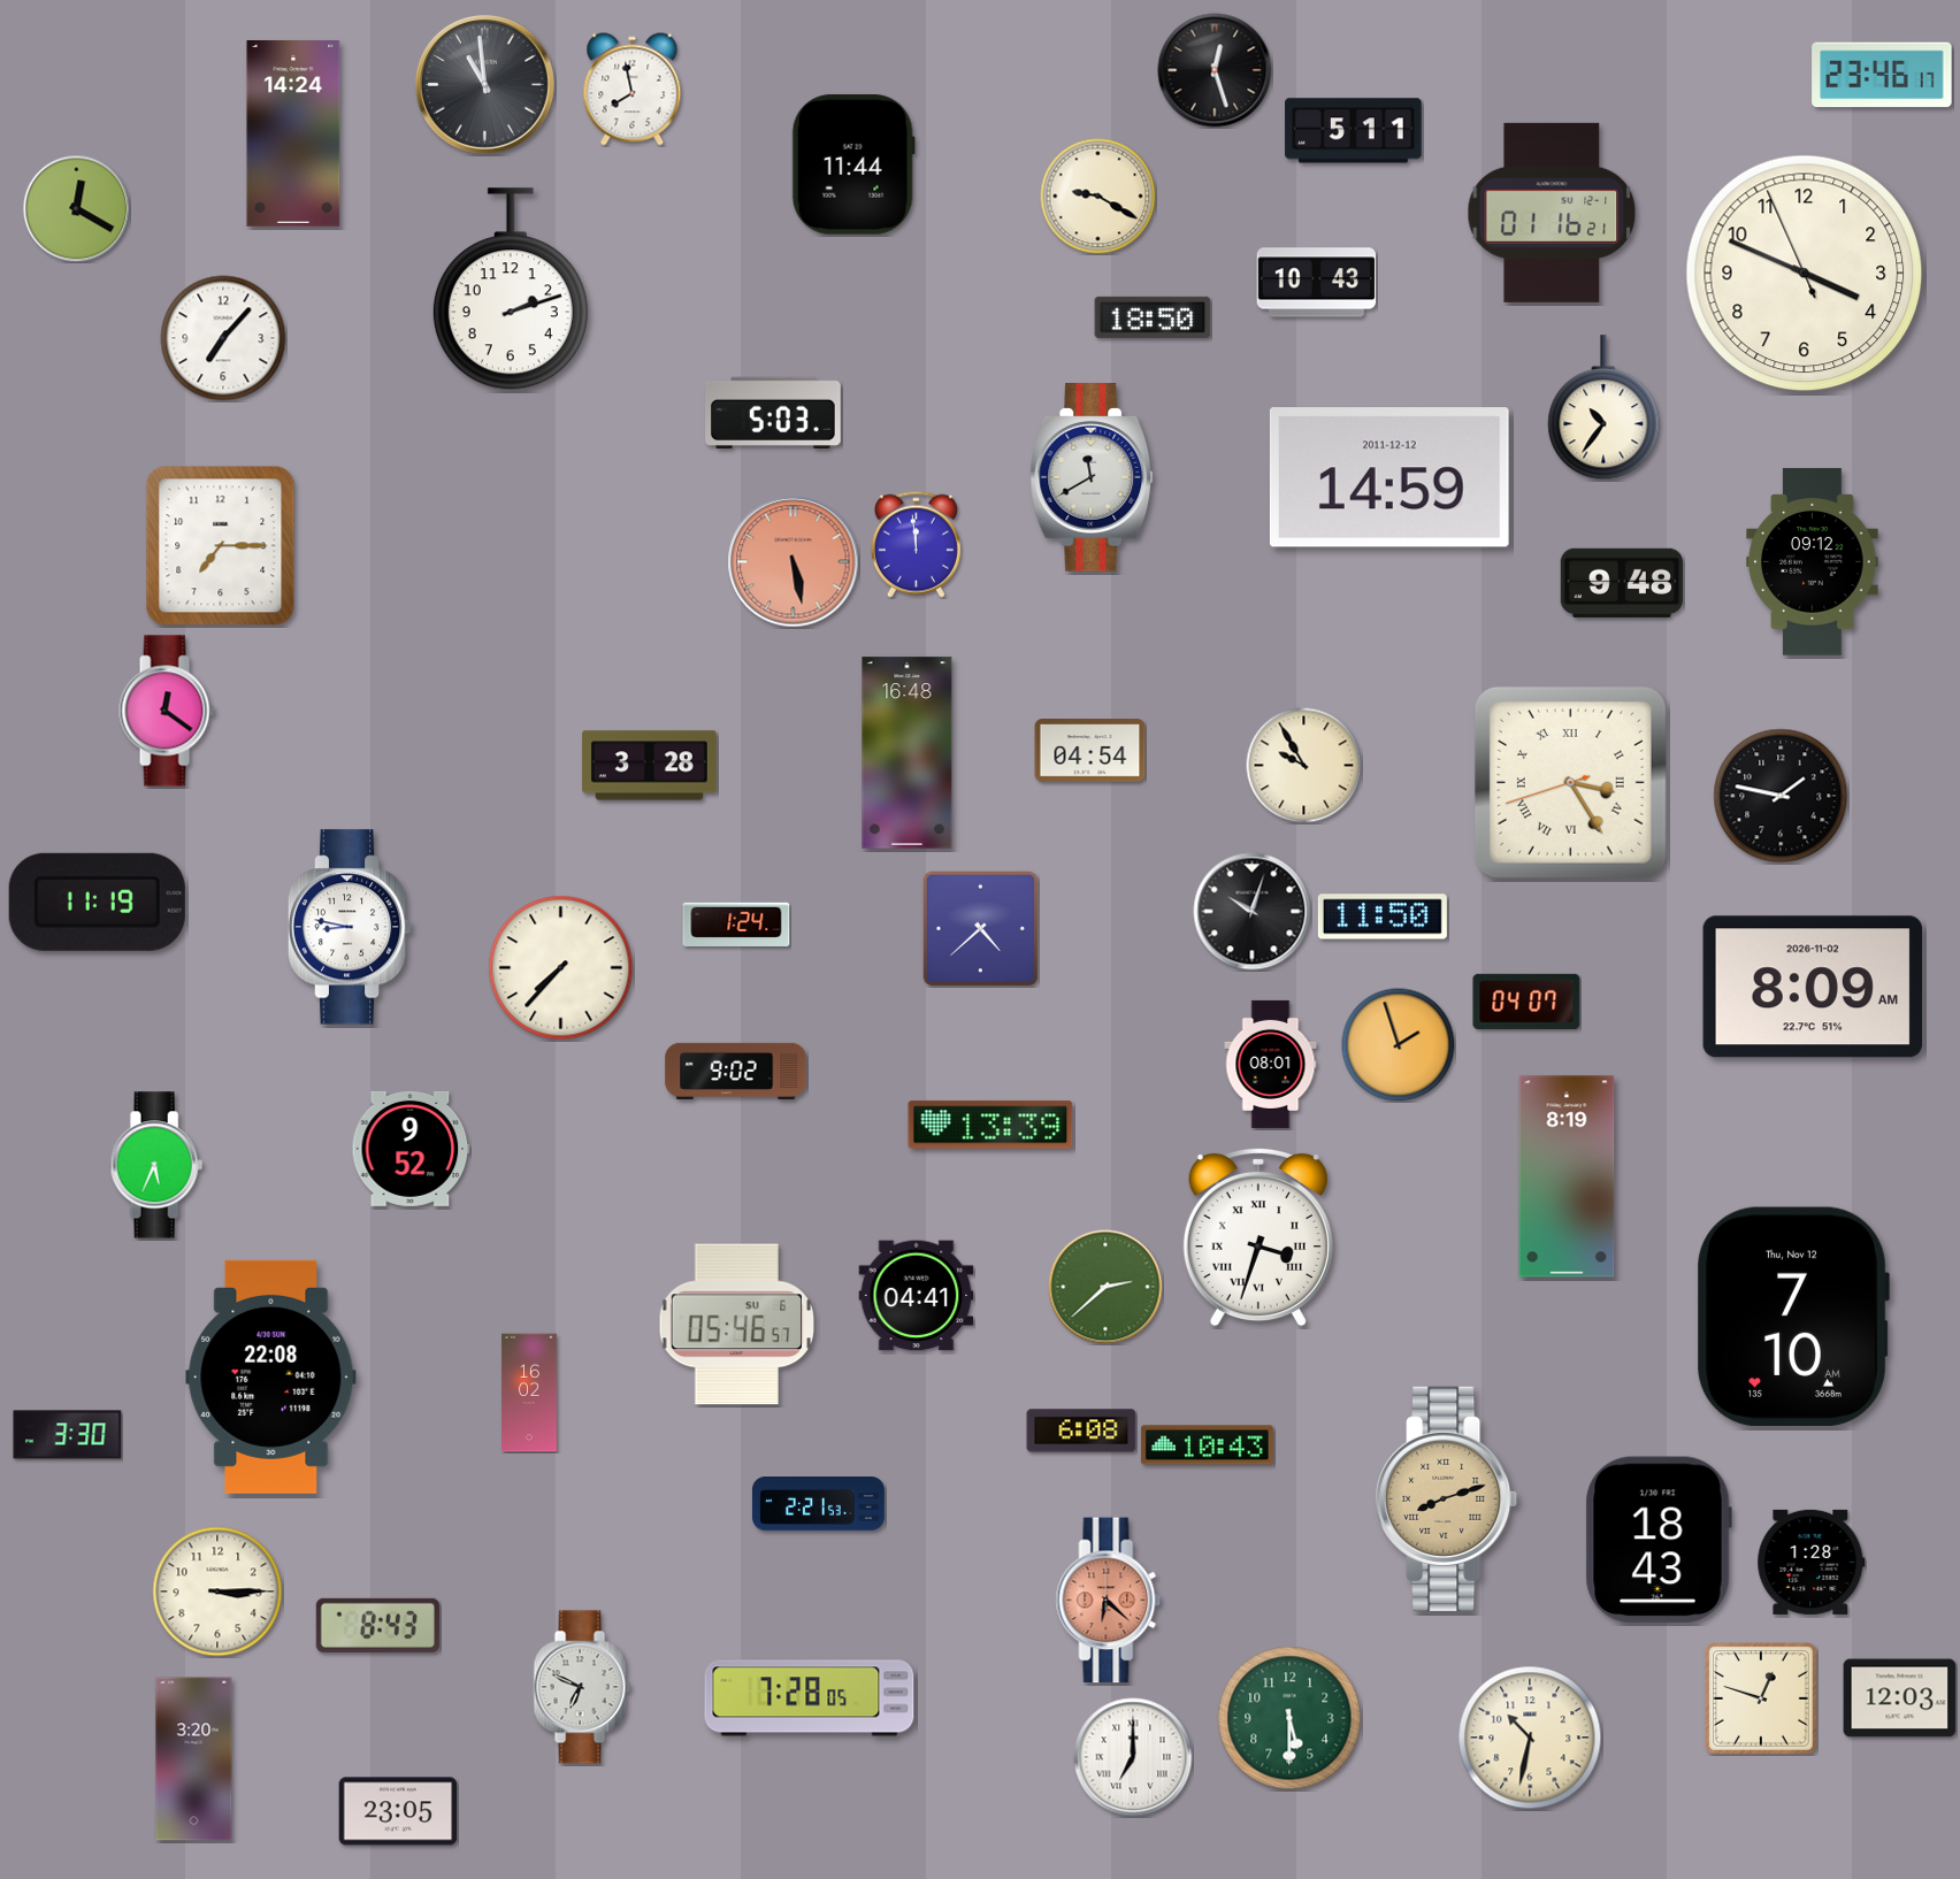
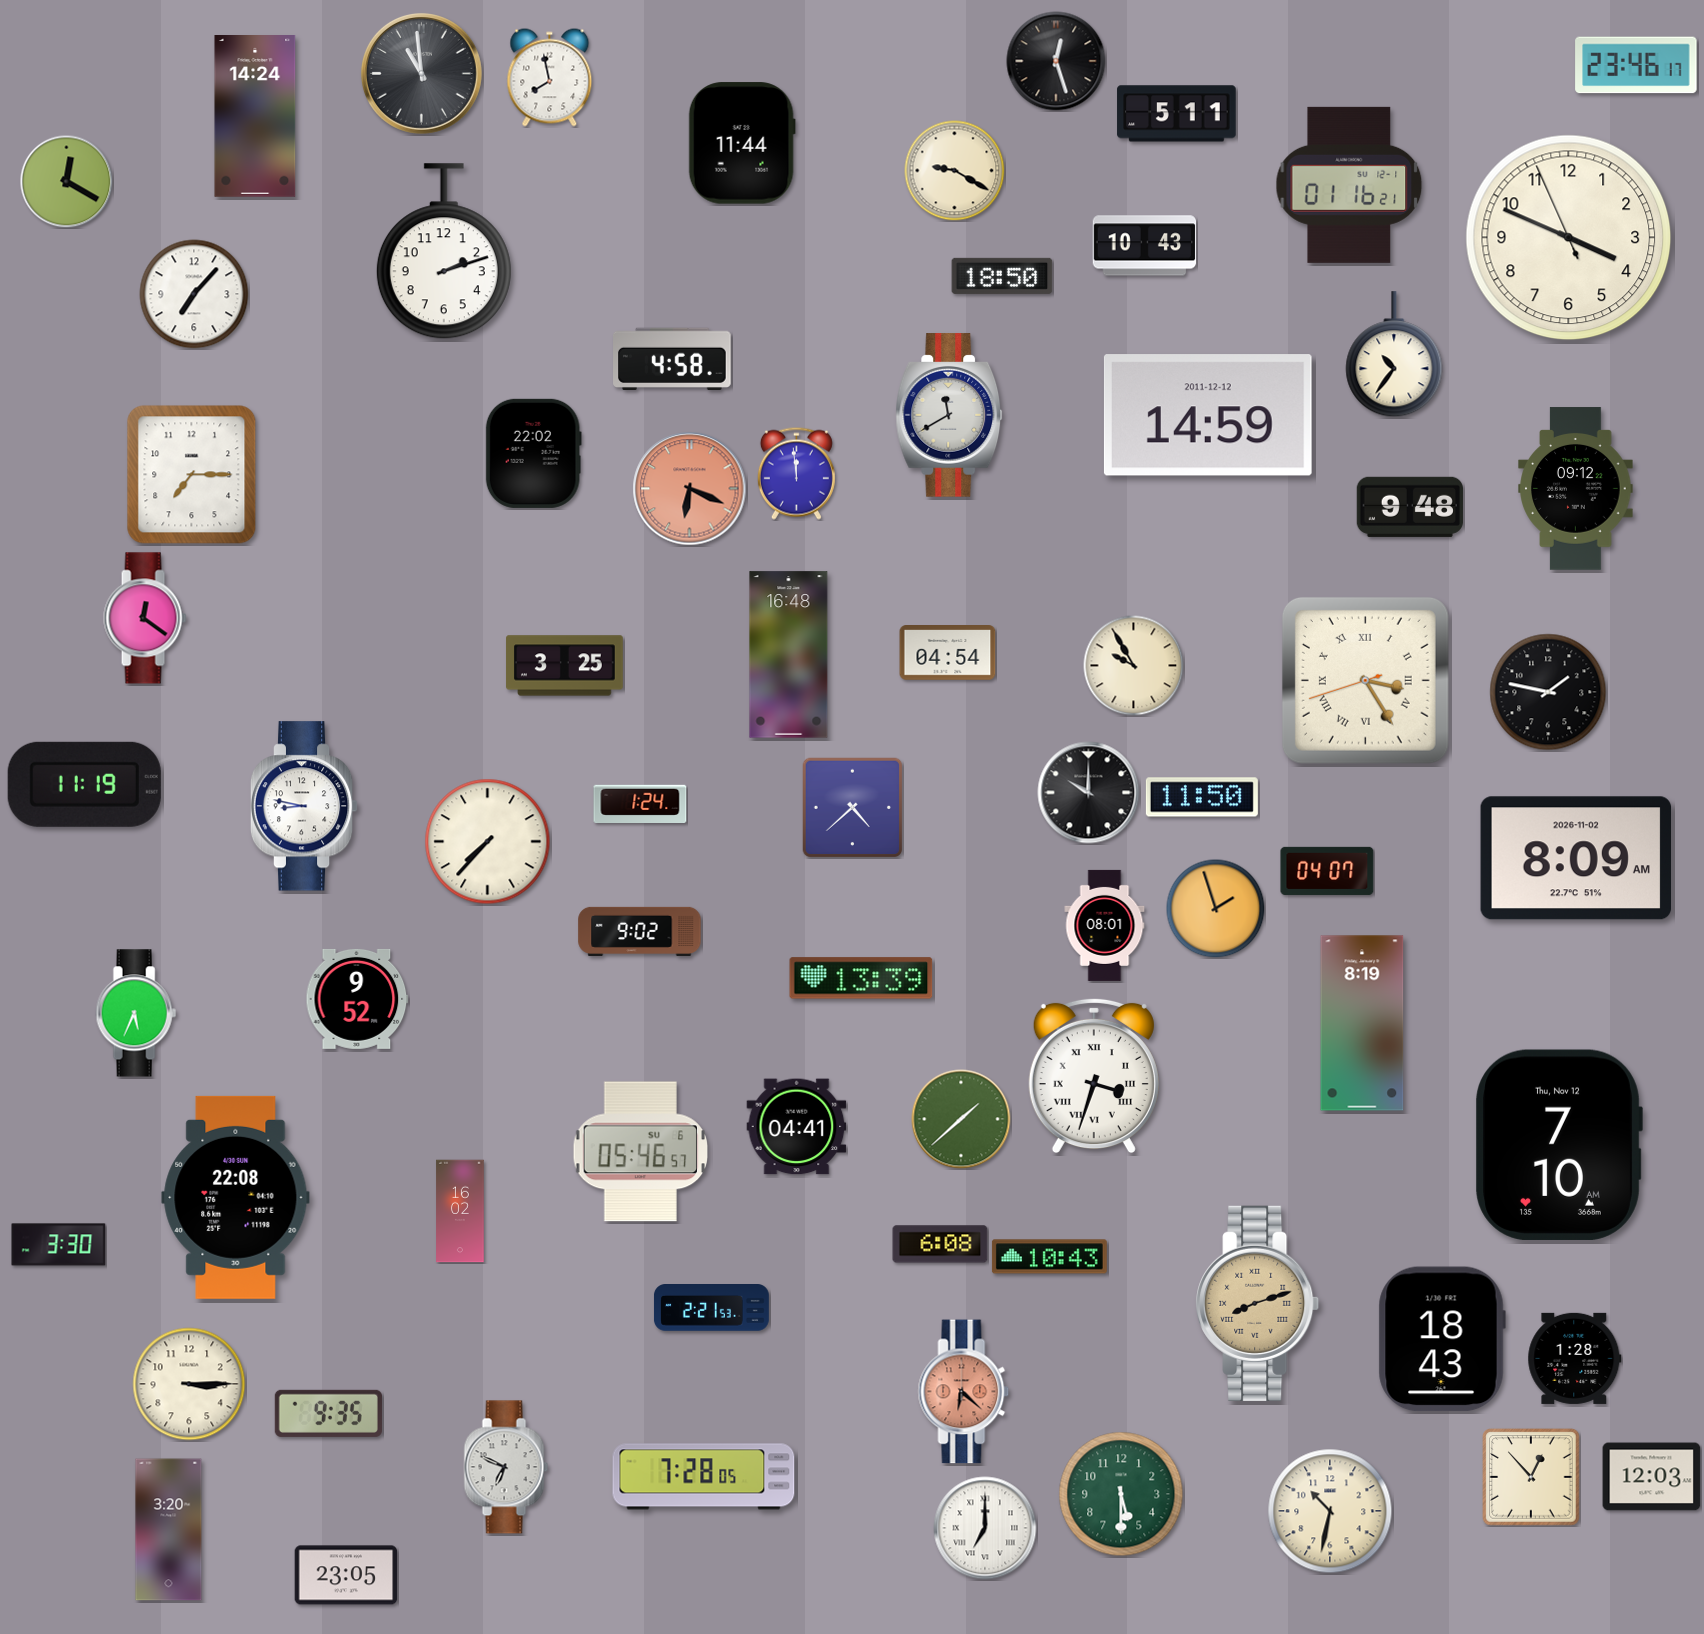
clock at (774, 412): 5:03 -> 4:58
clock at (533, 453): none -> 22:02
clock at (794, 562): 5:28 -> 6:19
clock at (650, 766): 3:28 -> 3:25
clock at (1253, 912): 10:03 -> 10:00
clock at (1105, 1287): 2:38 -> 1:38
clock at (68, 1435) position: (68, 1435) -> (59, 1245)
clock at (377, 1625): 8:43 -> 9:35
clock at (1761, 1698): 12:48 -> 12:53
